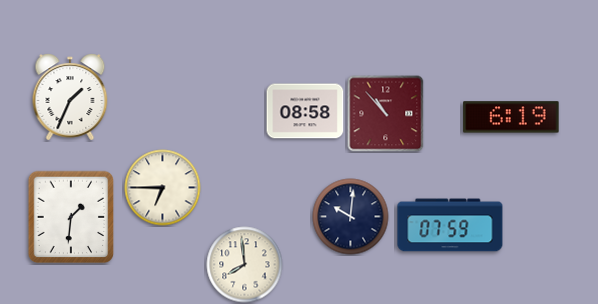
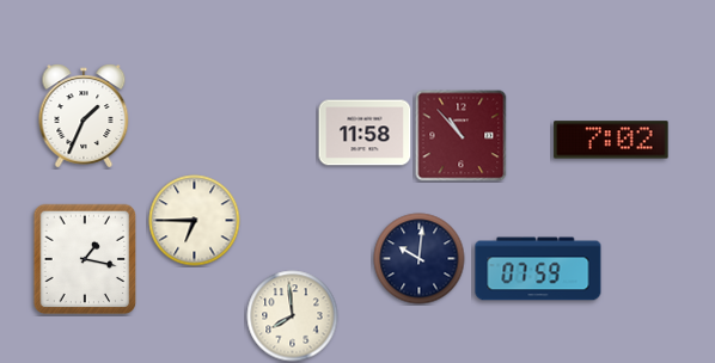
clock at (305, 111): 08:58 -> 11:58
clock at (511, 117): 6:19 -> 7:02
clock at (163, 188) position: (163, 188) -> (195, 221)
clock at (71, 217): 1:31 -> 1:17
